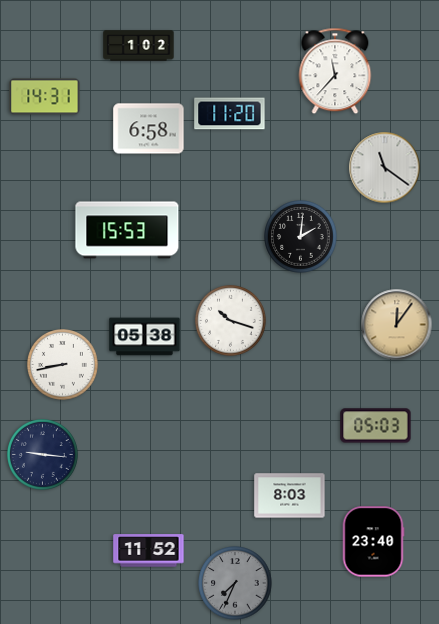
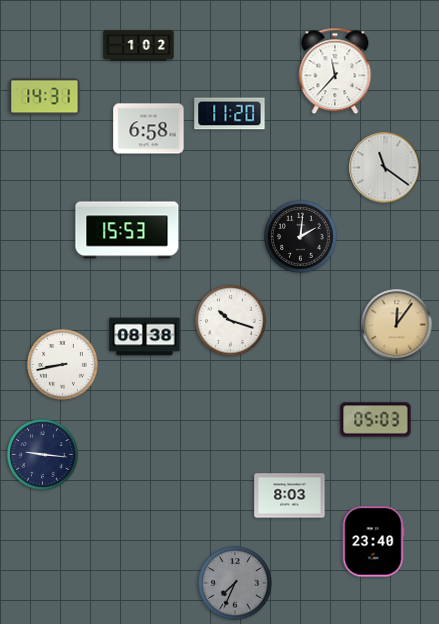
clock at (145, 337): 05:38 -> 08:38
clock at (376, 426) position: (376, 426) -> (376, 420)
clock at (149, 551): 11:52 -> none
